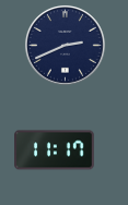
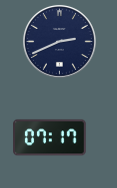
clock at (55, 150): 11:17 -> 07:17
